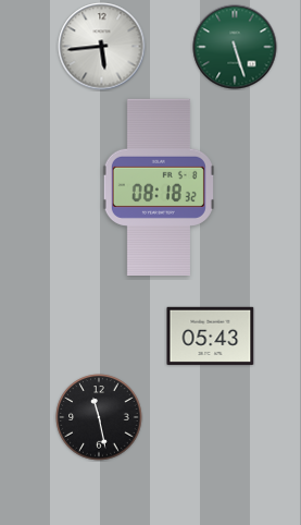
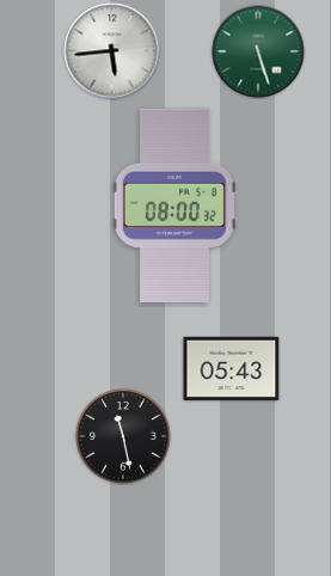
clock at (159, 186): 08:18 -> 08:00
clock at (99, 417) position: (99, 417) -> (123, 436)
